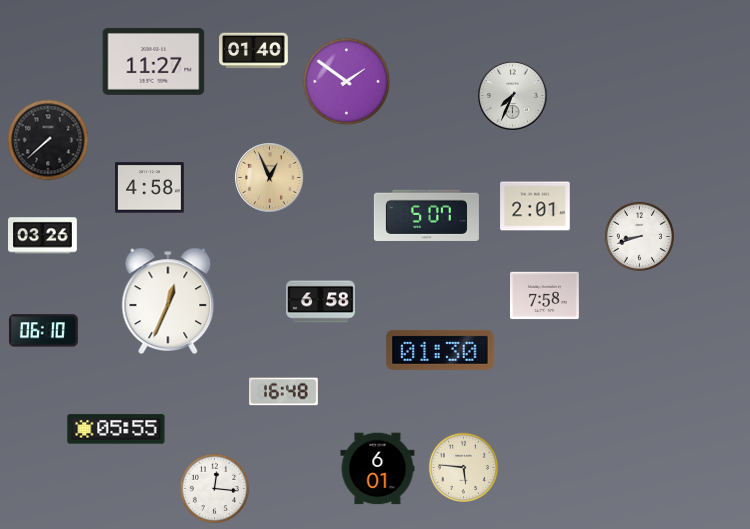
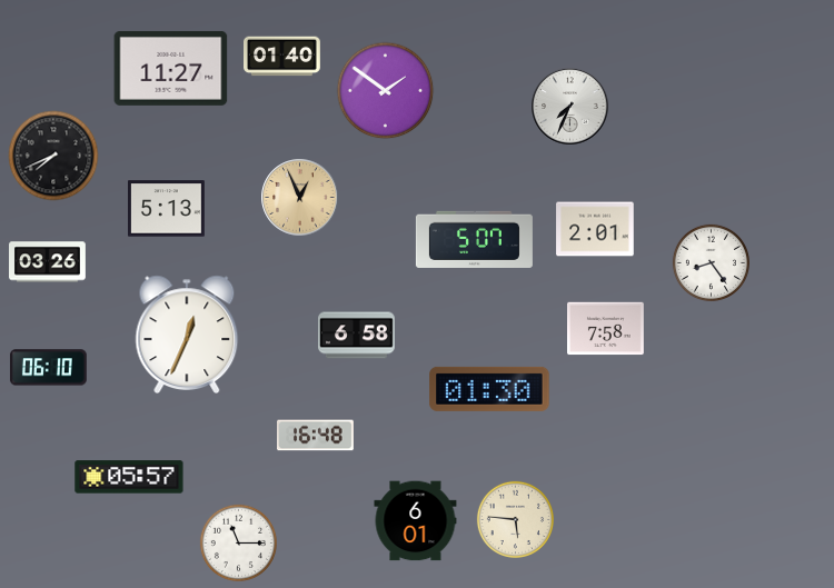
clock at (48, 140): 7:38 -> 7:41
clock at (150, 188): 4:58 -> 5:13
clock at (639, 236): 8:42 -> 8:24
clock at (116, 429): 05:55 -> 05:57
clock at (378, 469) position: (378, 469) -> (416, 521)
clock at (214, 488): 12:16 -> 11:15
